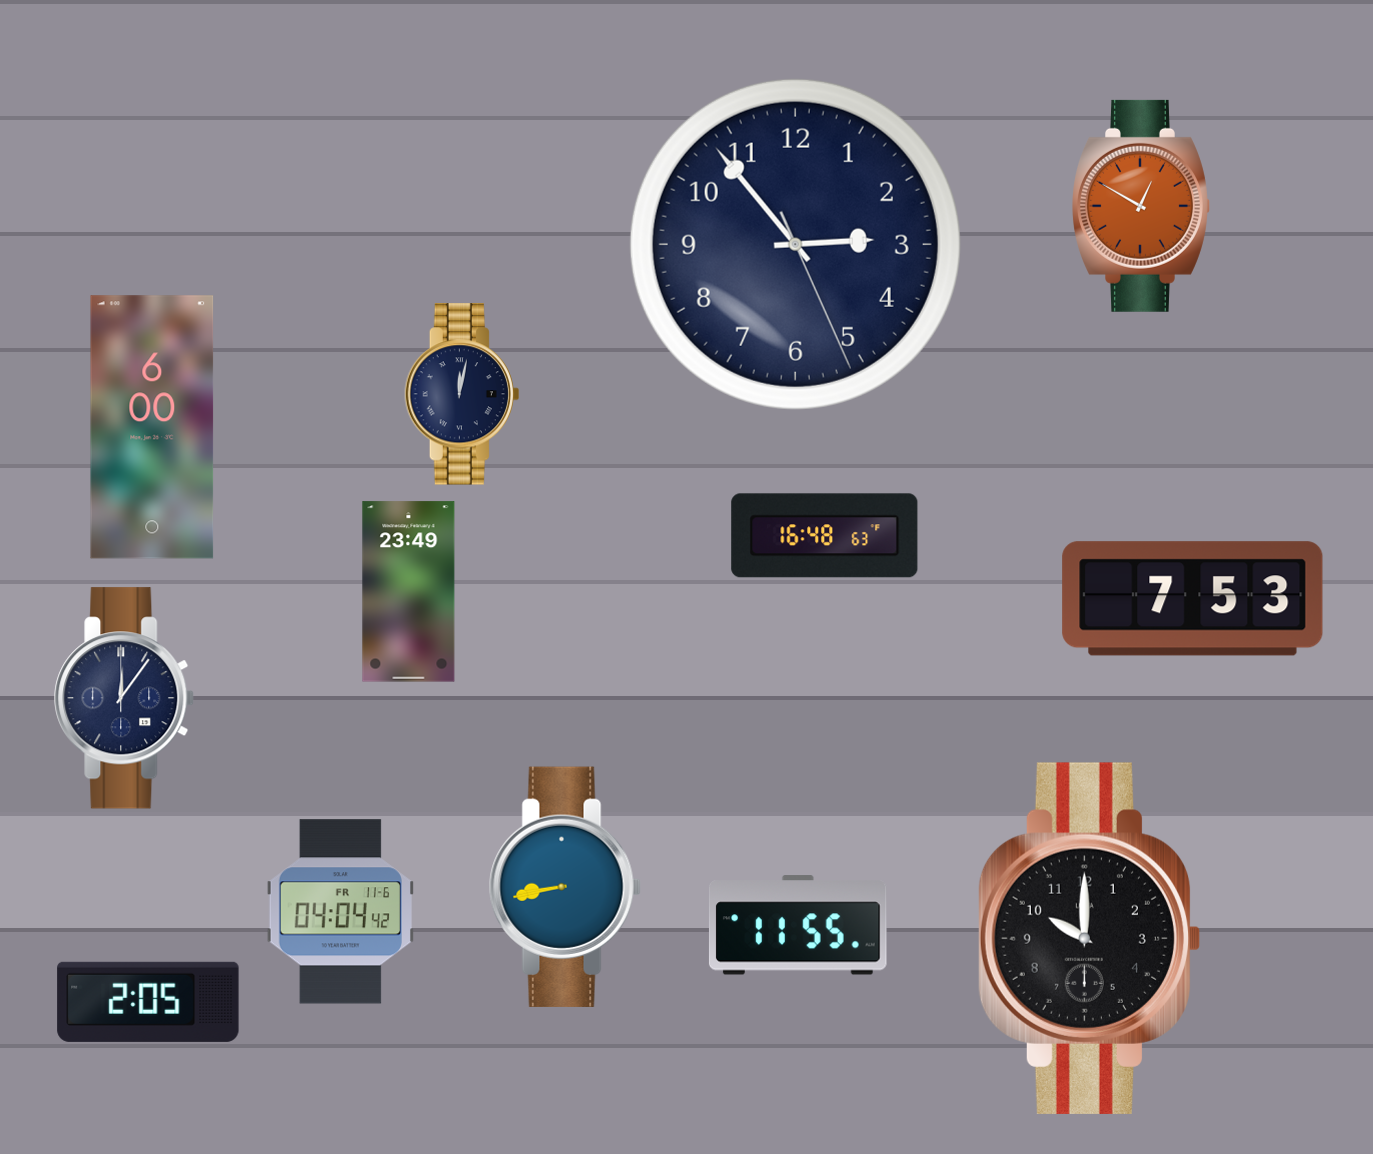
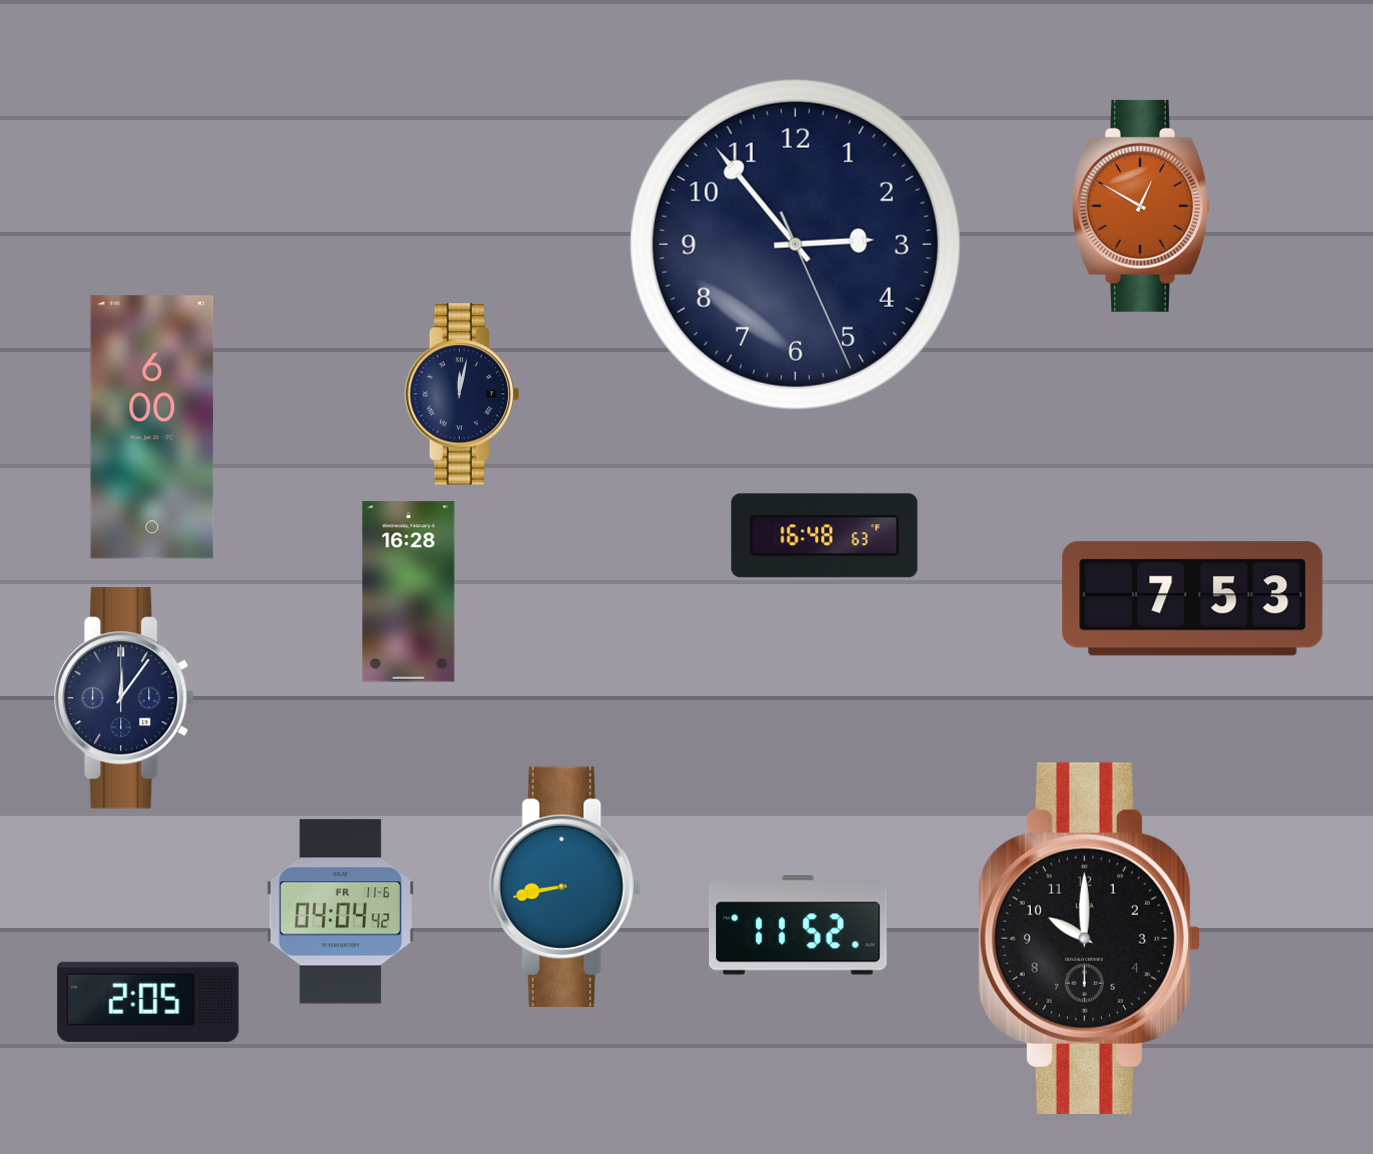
clock at (409, 592): 23:49 -> 16:28
clock at (798, 925): 11:55 -> 11:52
